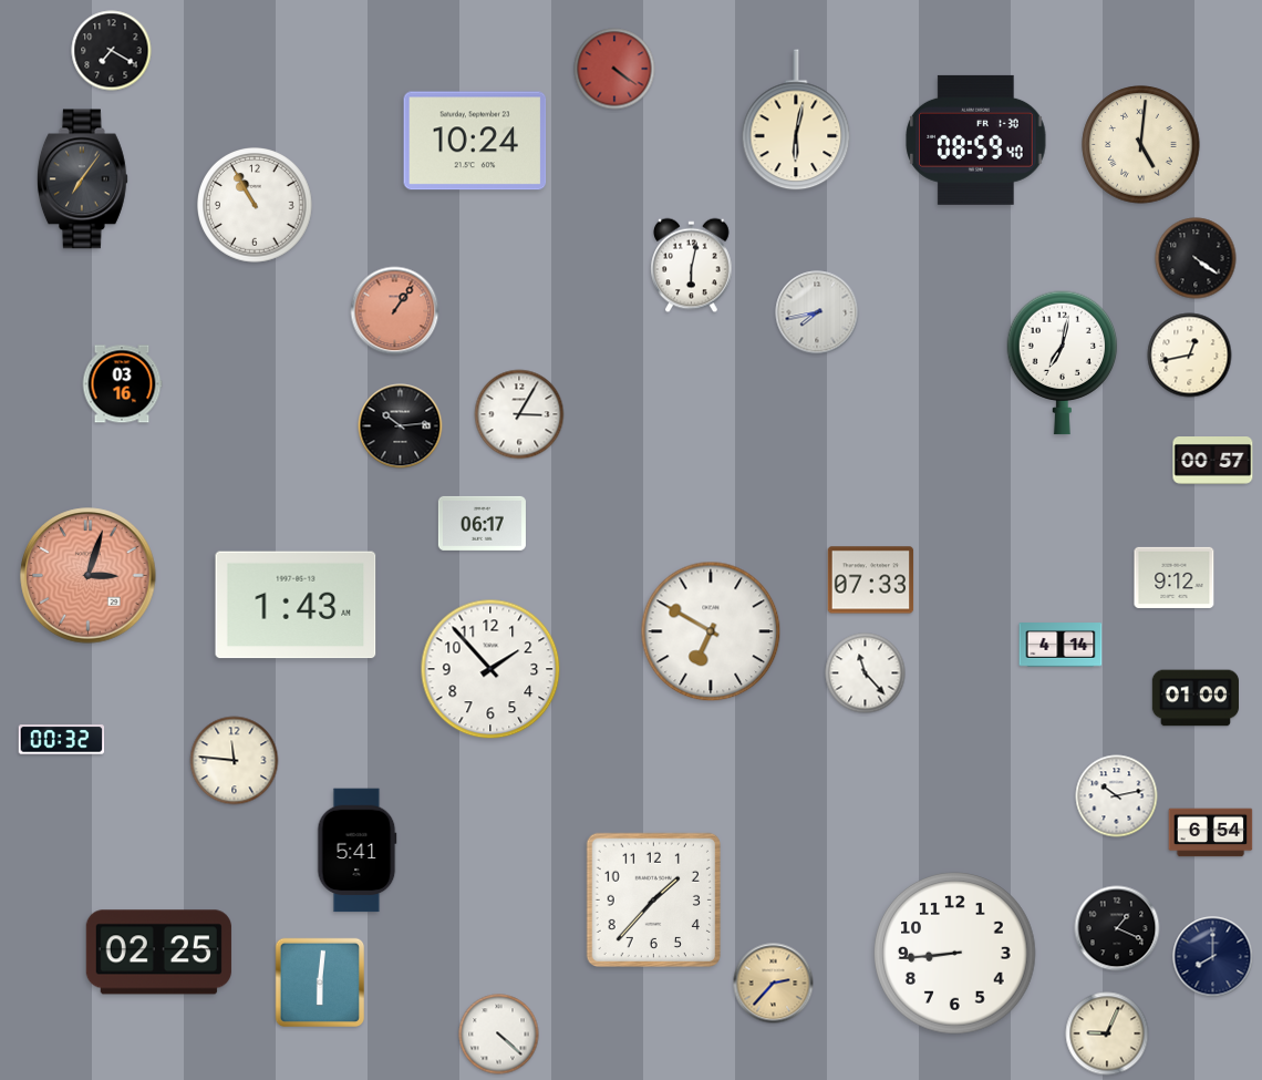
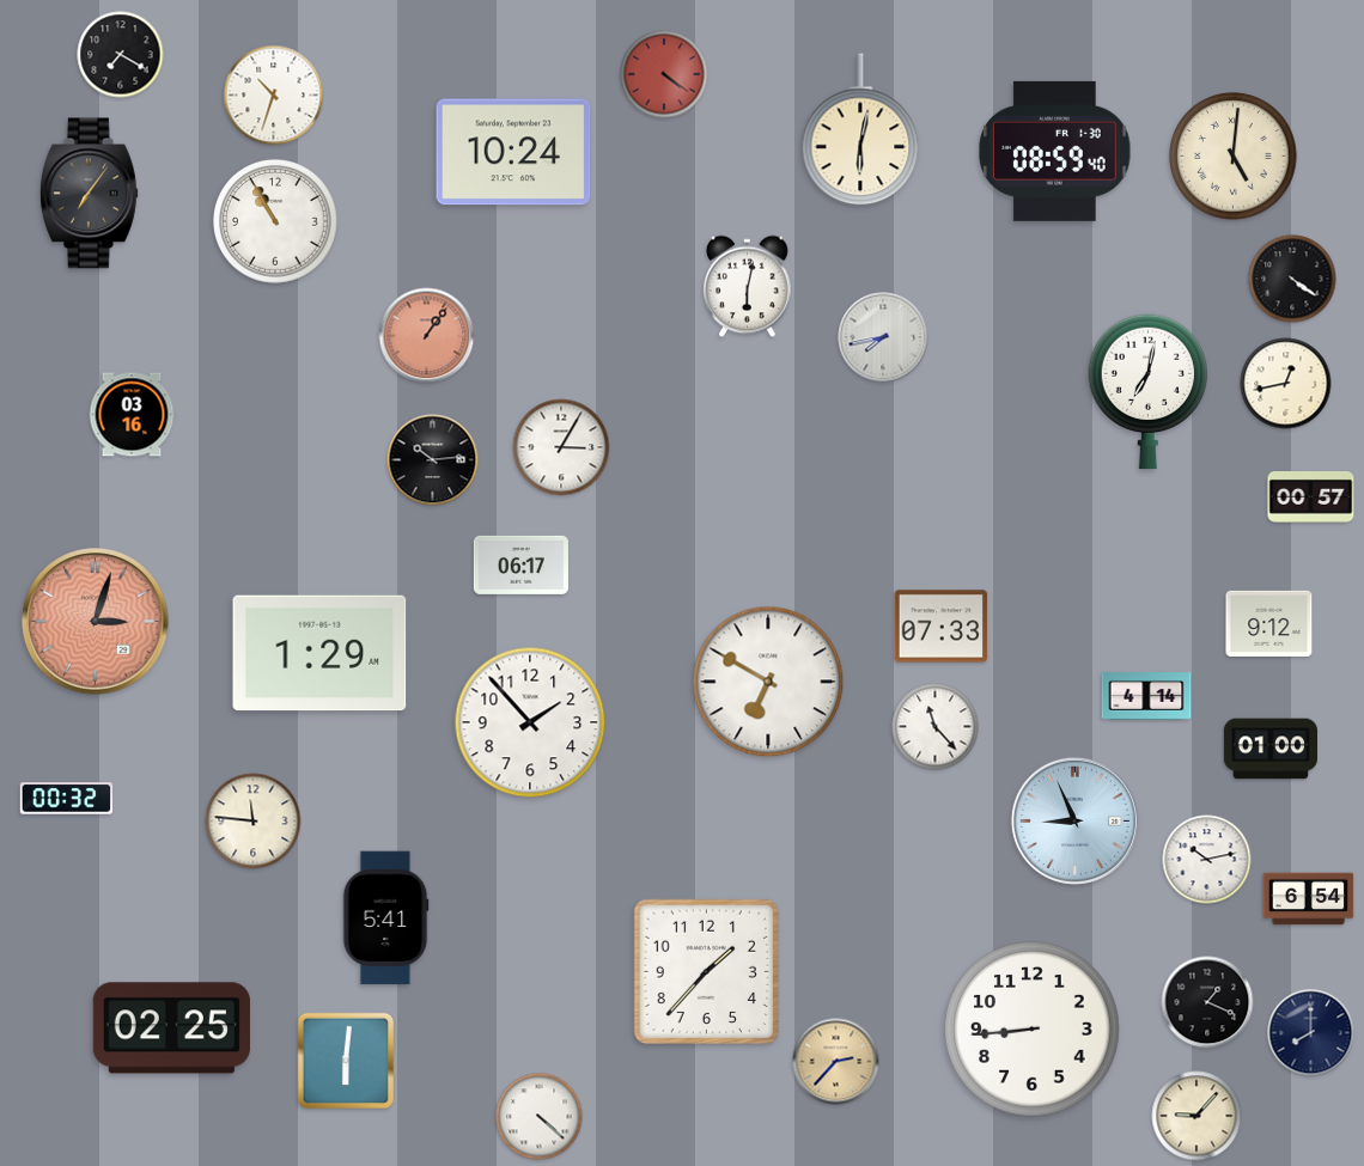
clock at (274, 96): none -> 10:33
clock at (296, 605): 1:43 -> 1:29
clock at (1194, 698) position: (1194, 698) -> (1269, 749)
clock at (1074, 820): none -> 8:56
clock at (1107, 1033): 9:04 -> 9:07
